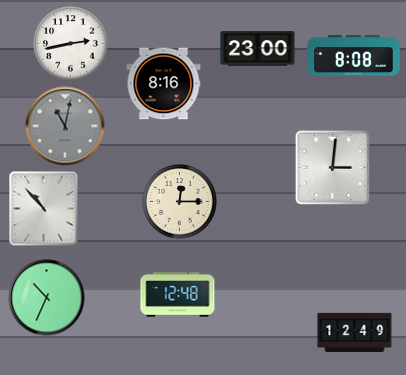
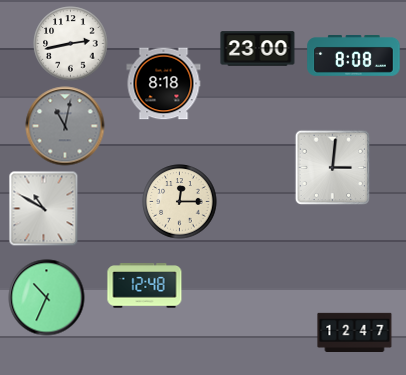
clock at (164, 84): 8:16 -> 8:18
clock at (44, 209): 10:53 -> 10:50
clock at (178, 295) position: (178, 295) -> (145, 286)
clock at (355, 332): 12:49 -> 12:47
